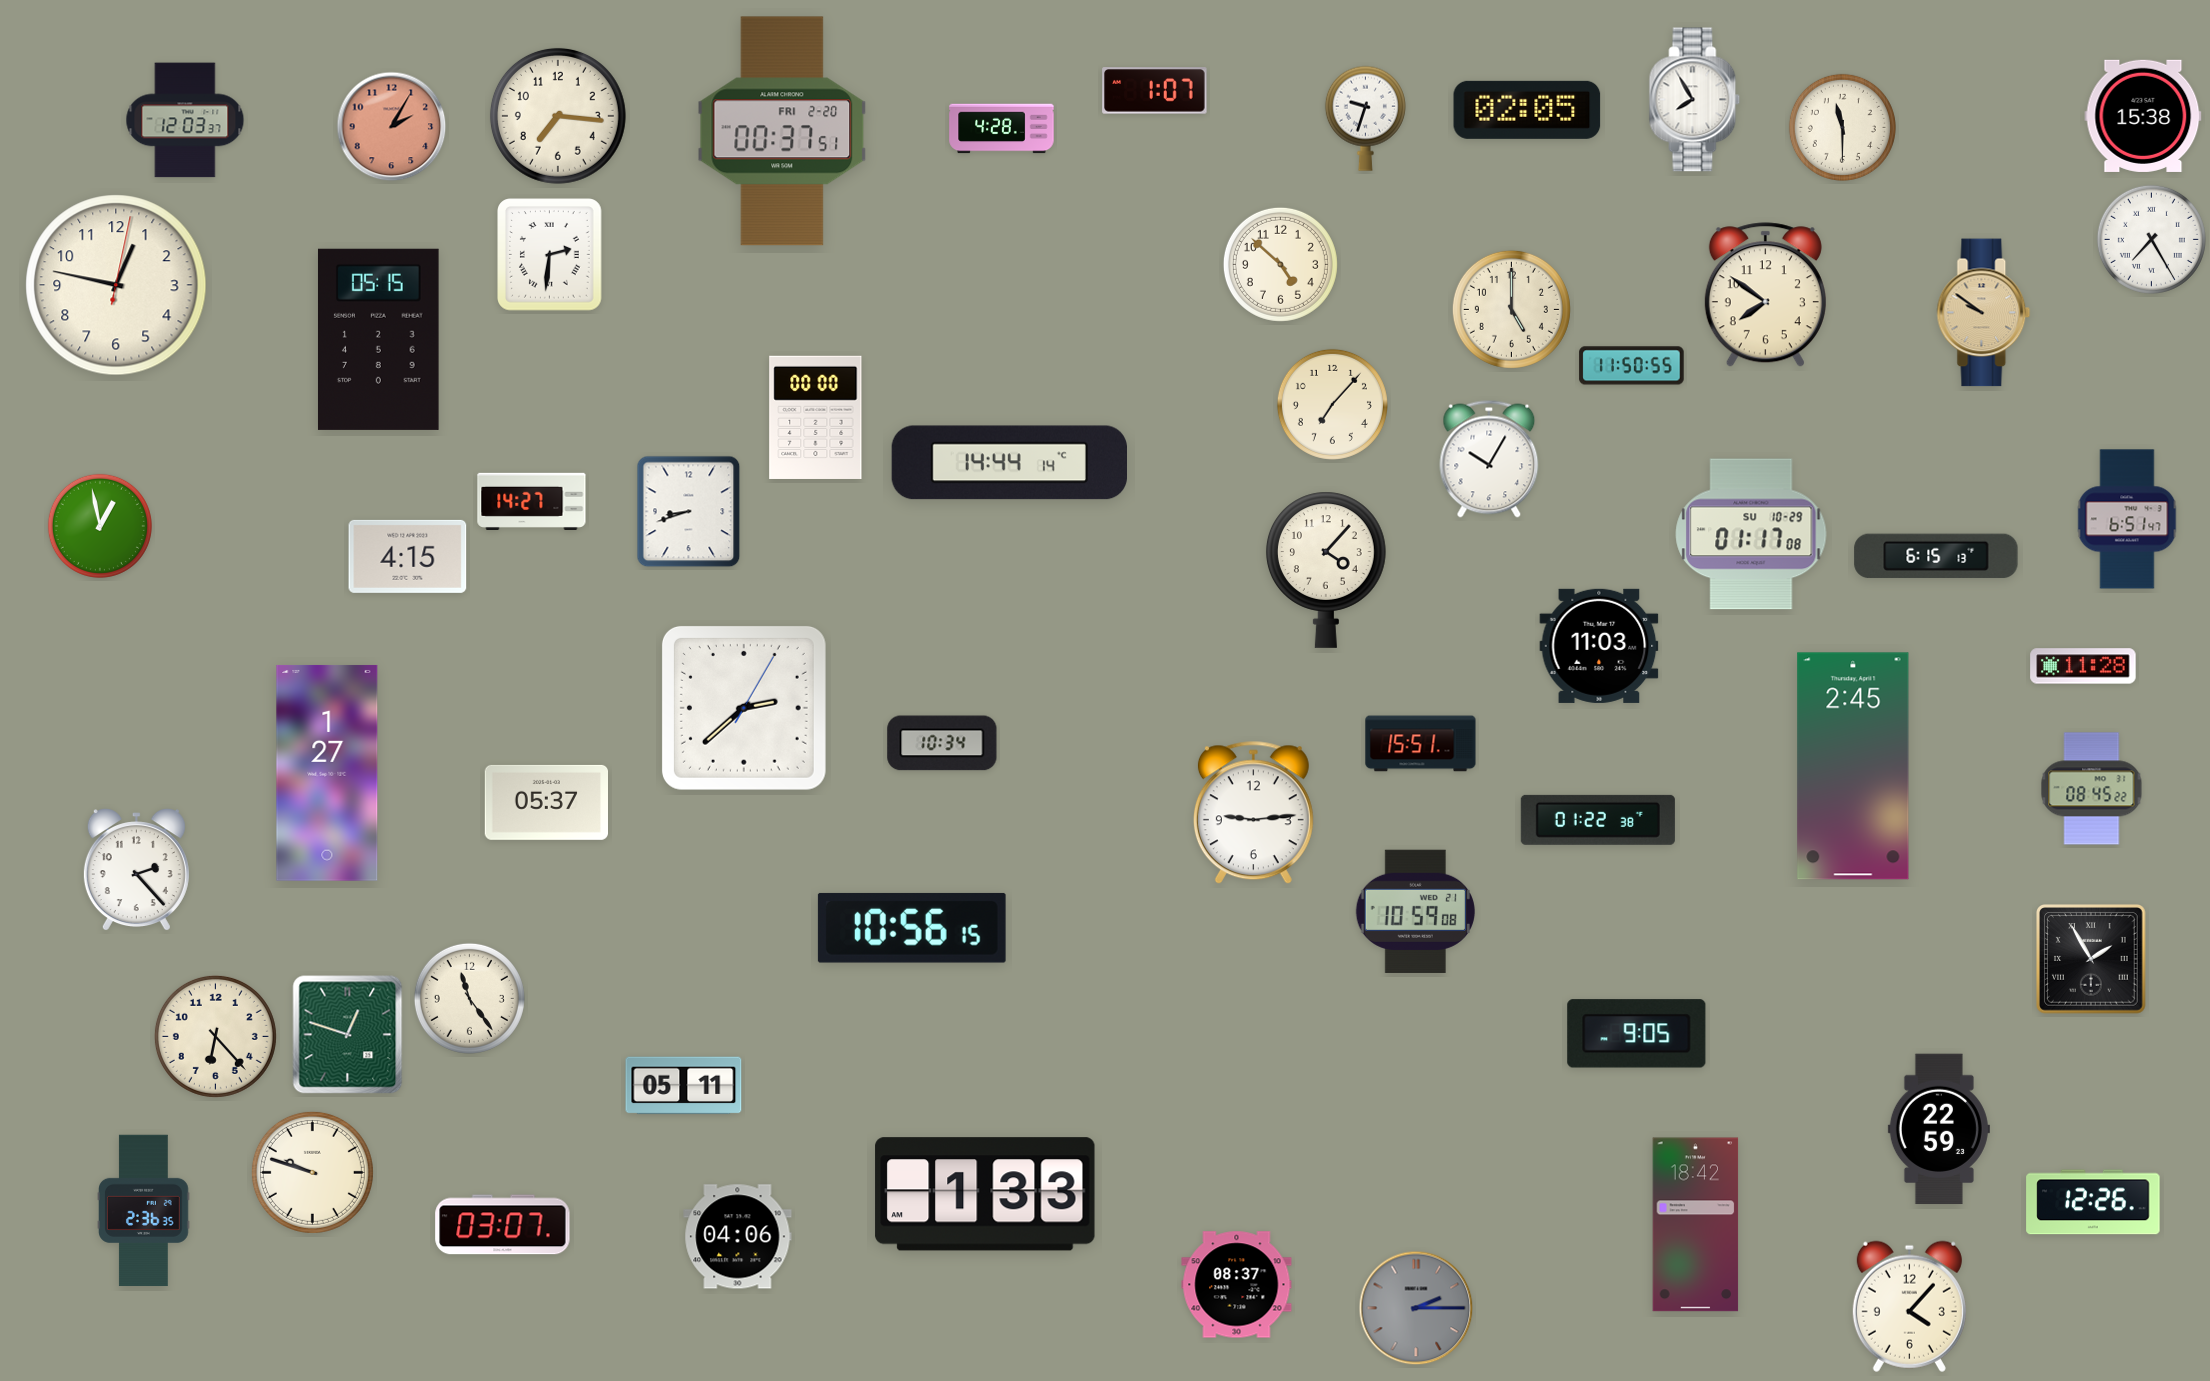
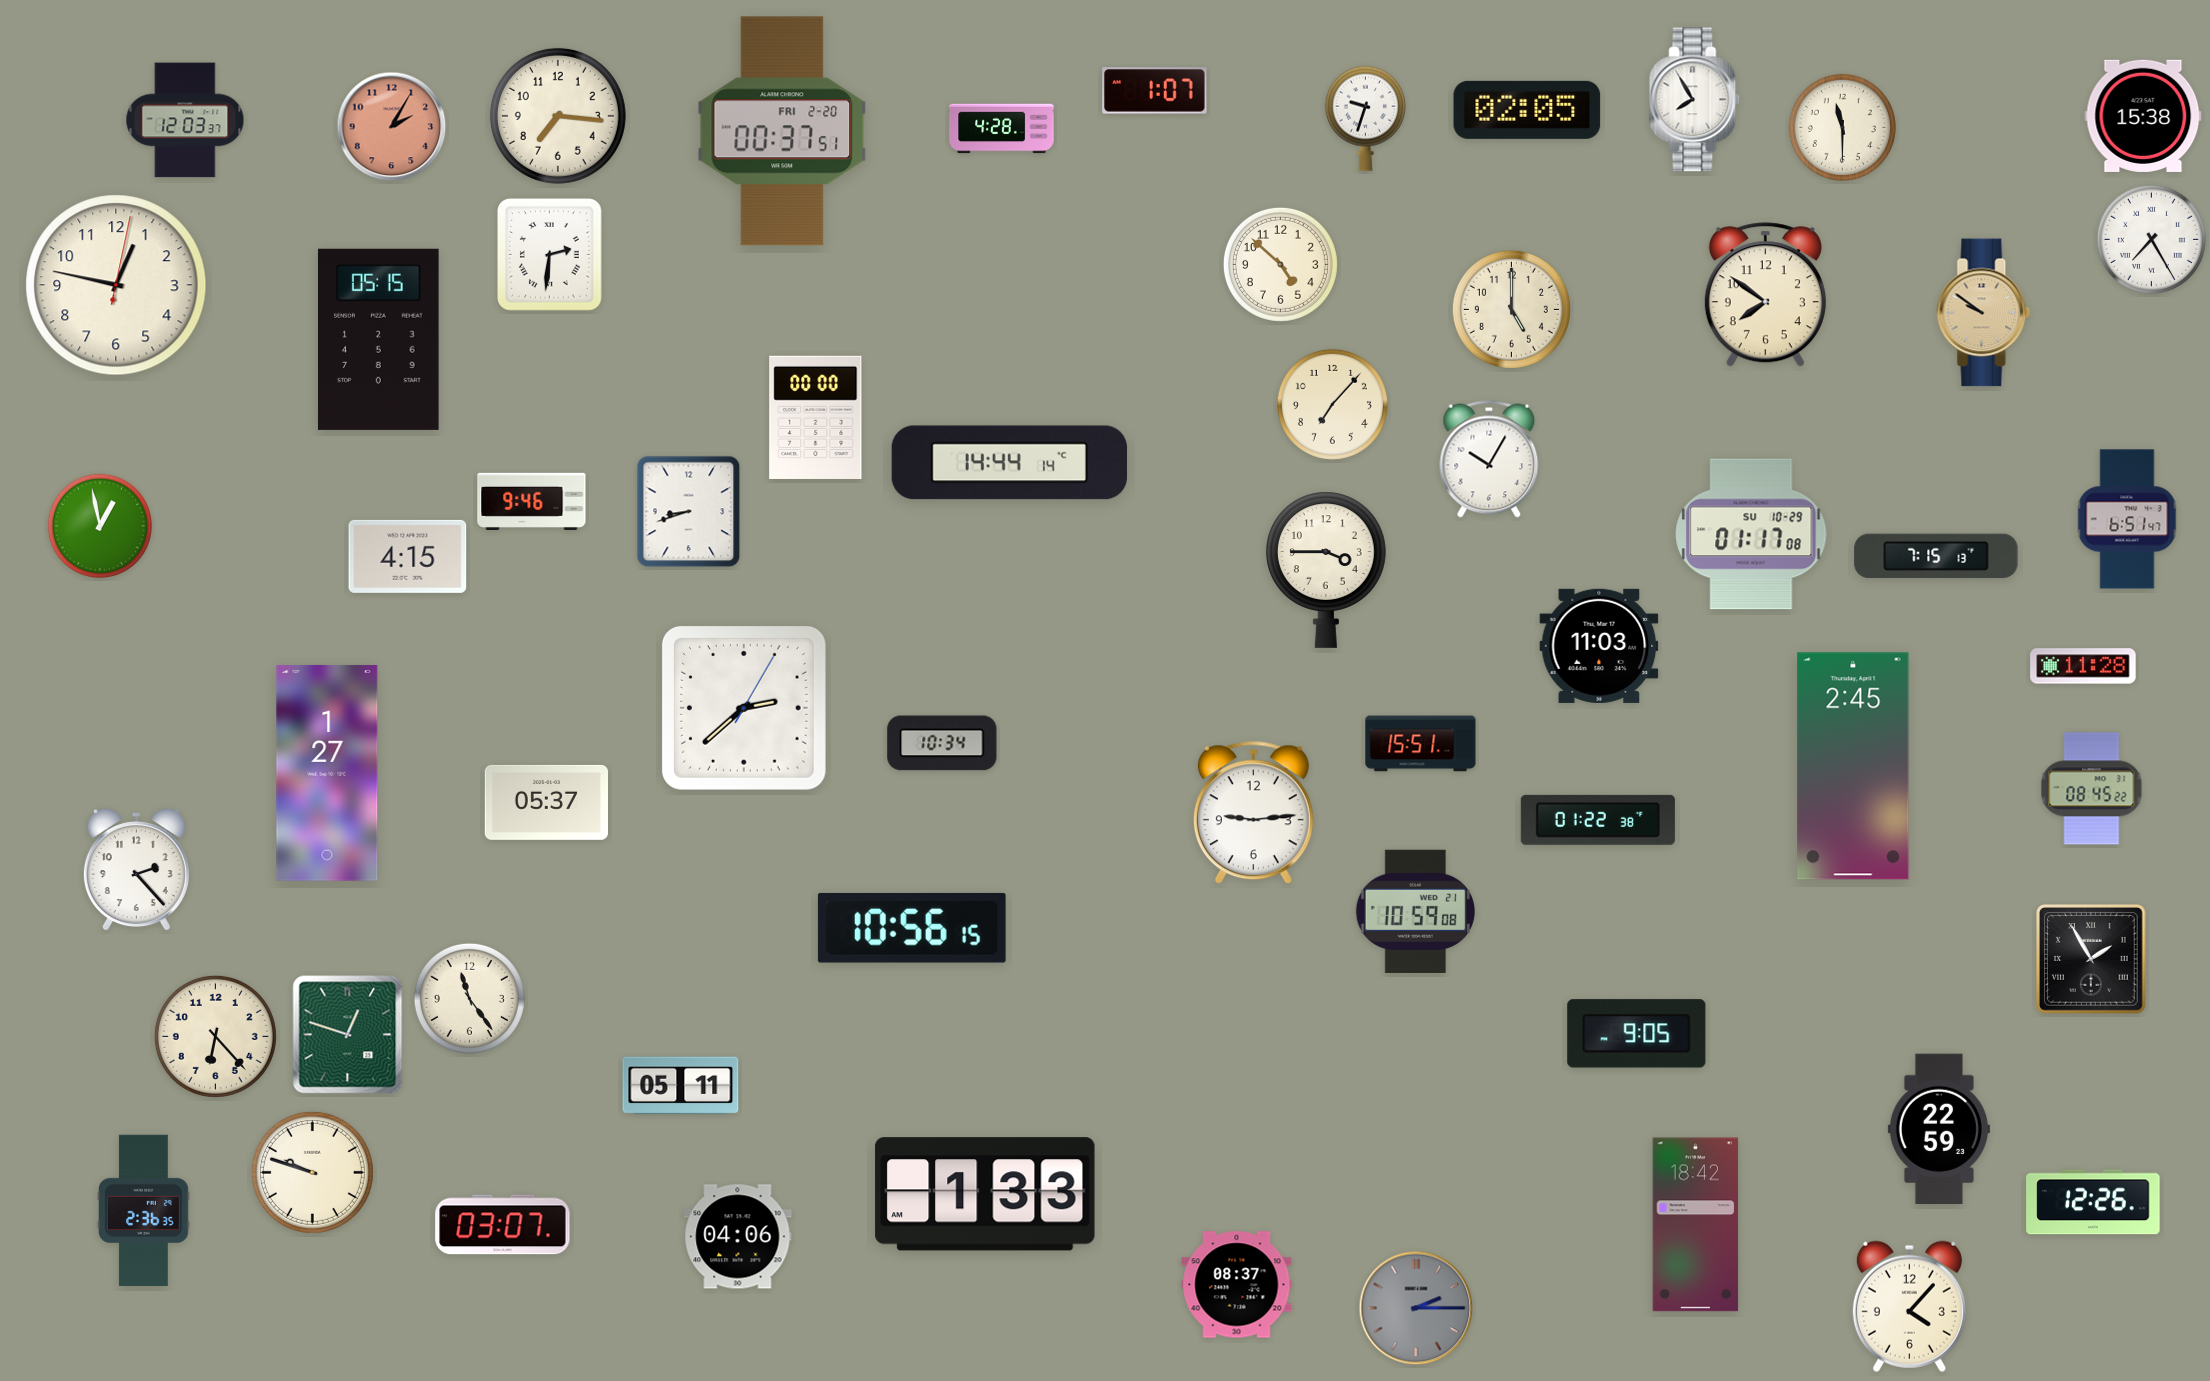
clock at (1632, 366): 11:50 -> none
clock at (532, 501): 14:27 -> 9:46
clock at (1936, 556): 6:15 -> 7:15
clock at (1326, 570): 4:07 -> 3:45
clock at (684, 1086) position: (684, 1086) -> (681, 1086)
